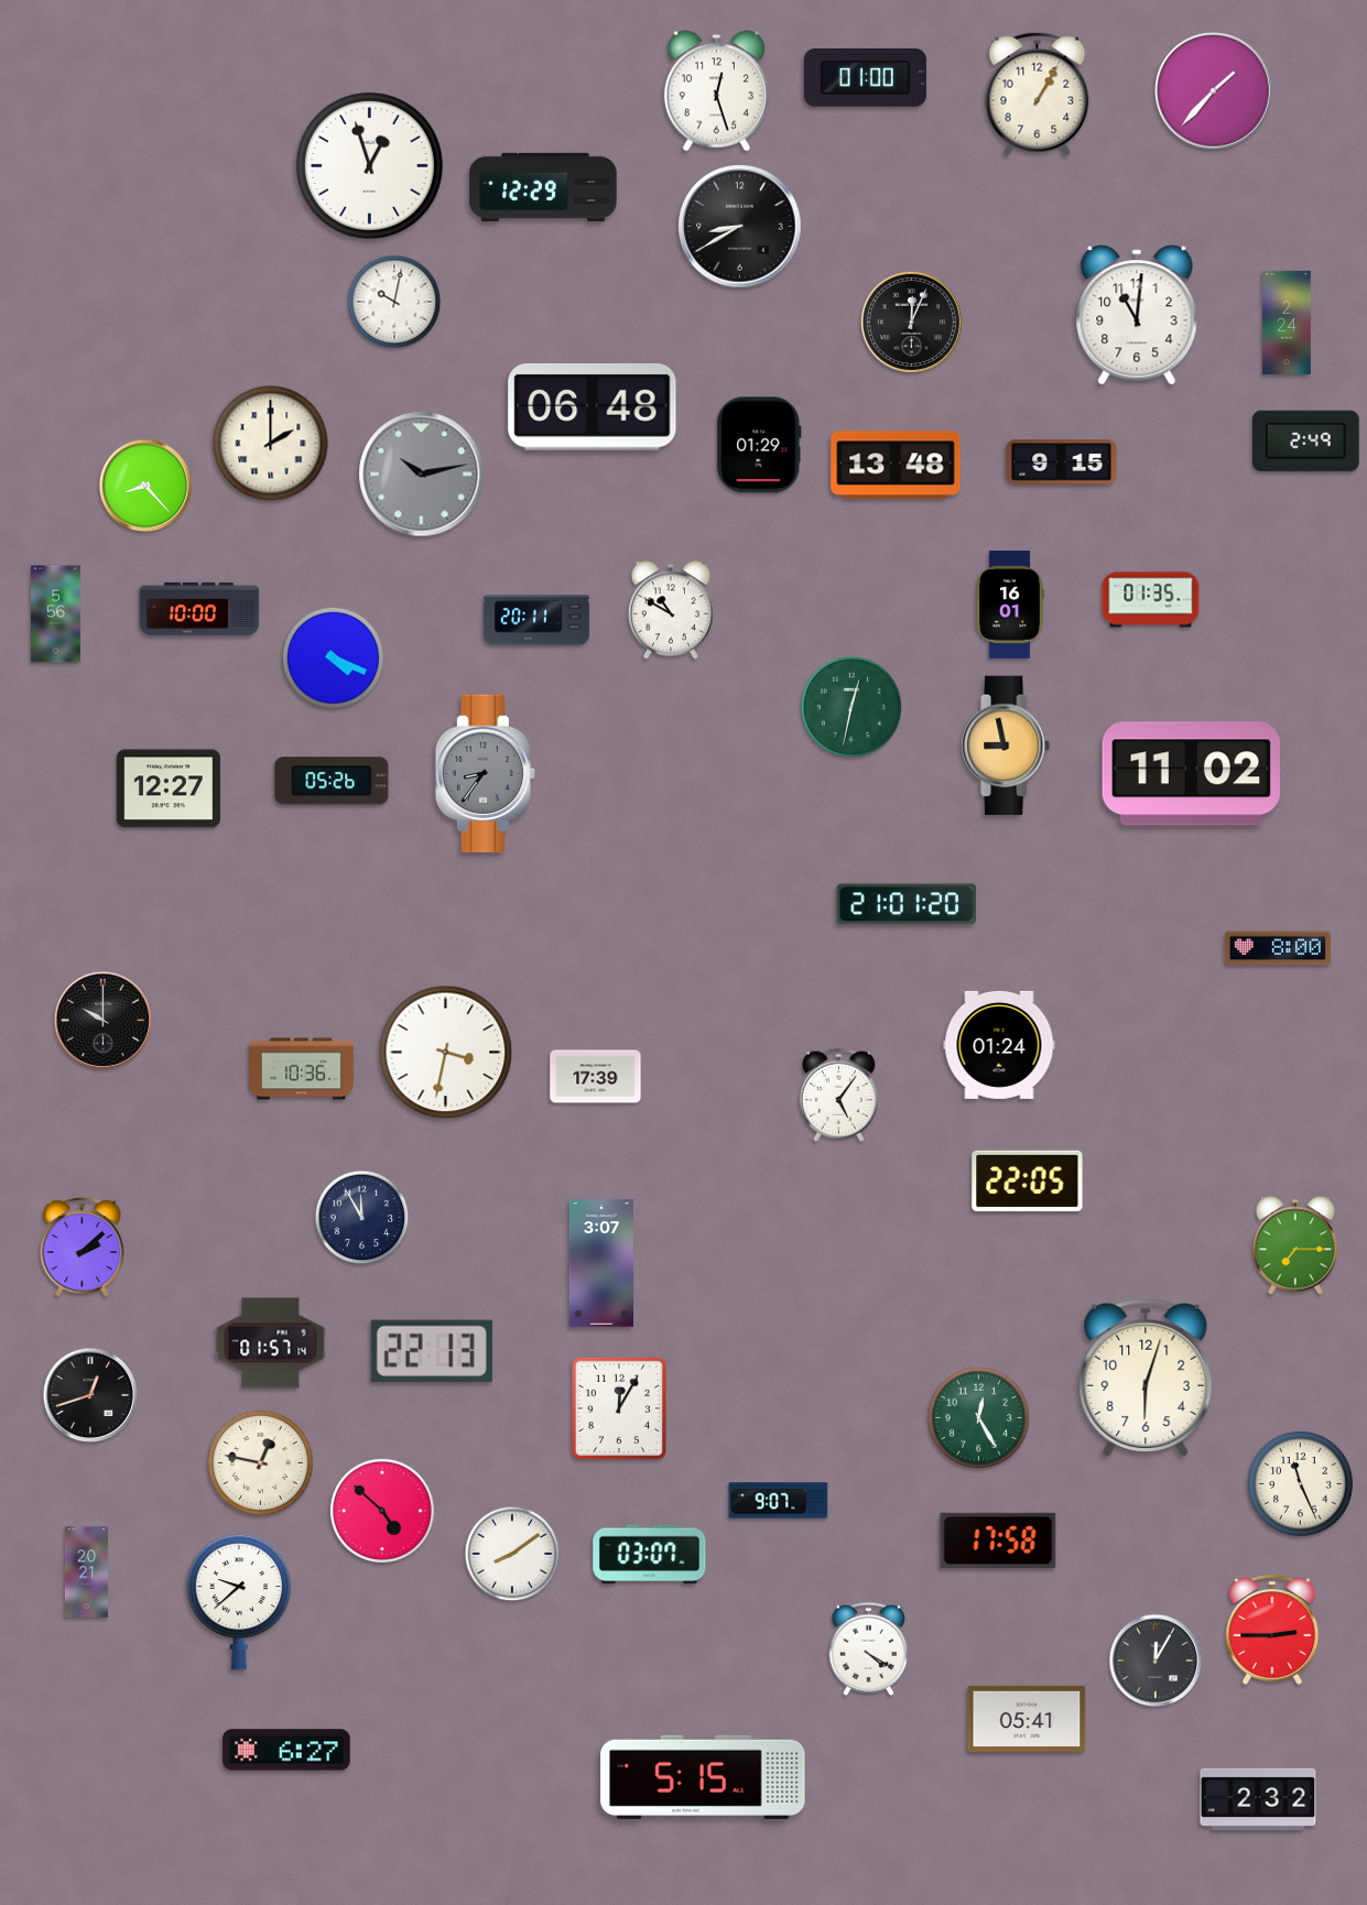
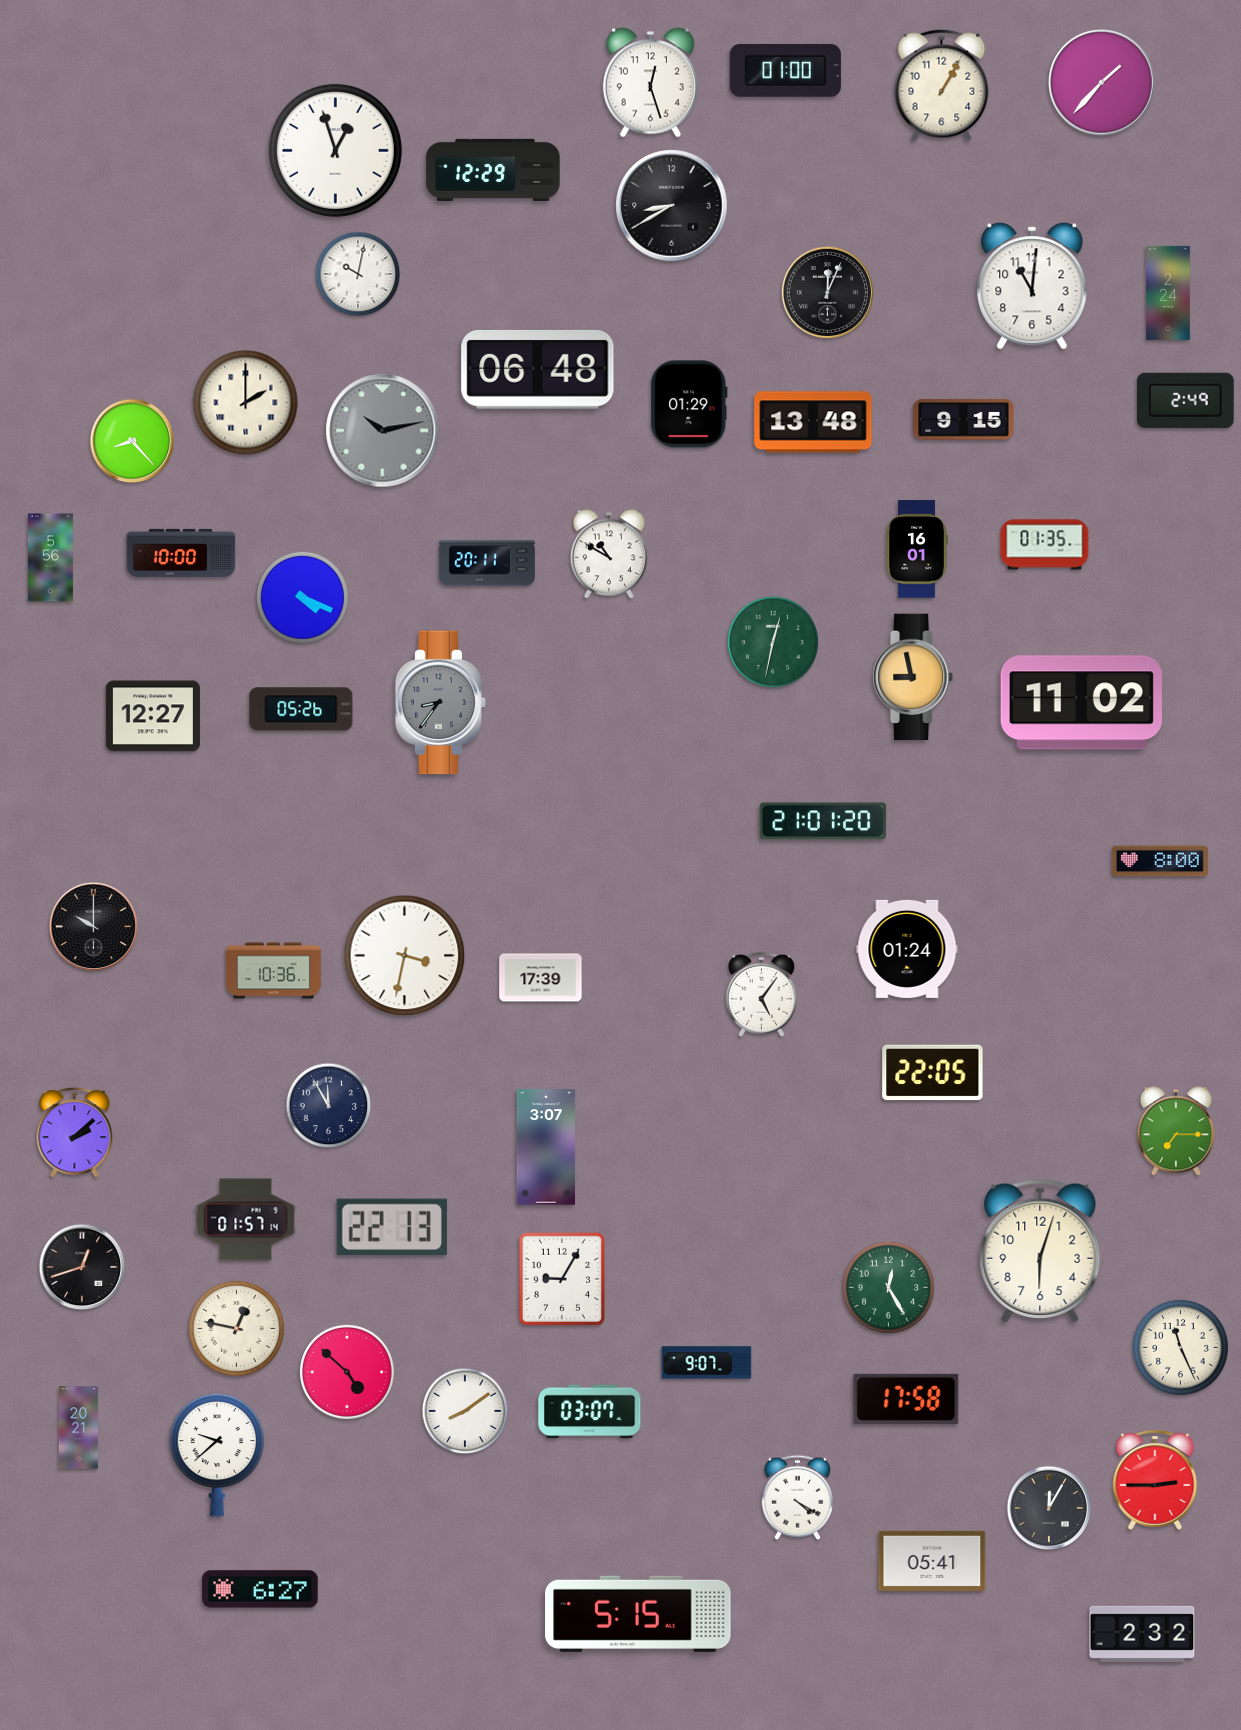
clock at (619, 1408): 12:05 -> 9:05
clock at (868, 1648) position: (868, 1648) -> (797, 1497)
